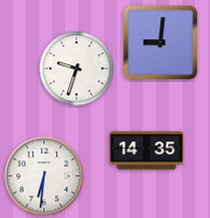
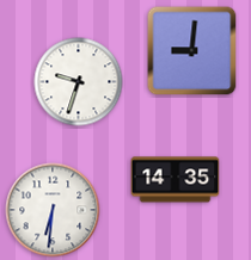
clock at (77, 69) position: (77, 69) -> (79, 82)
